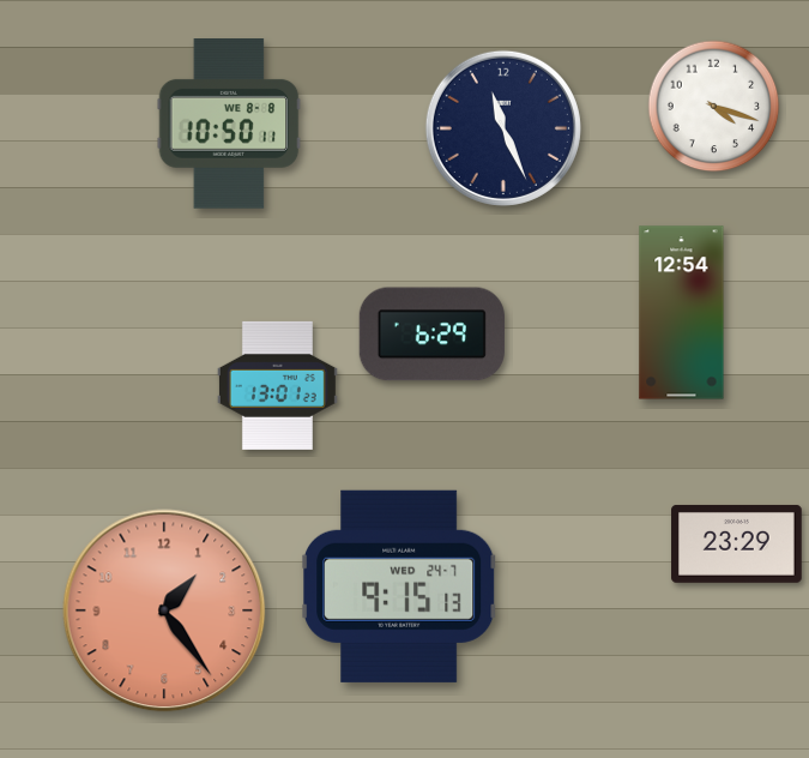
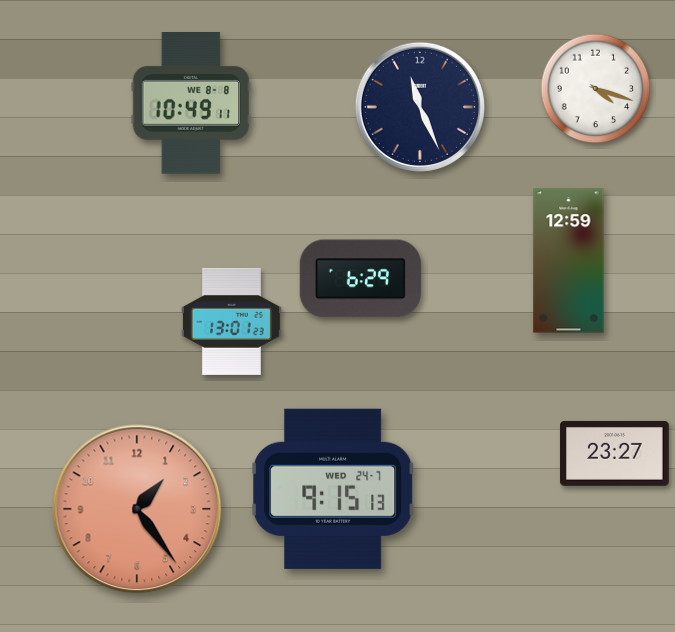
clock at (229, 125): 10:50 -> 10:49
clock at (682, 313): 12:54 -> 12:59
clock at (737, 545): 23:29 -> 23:27
